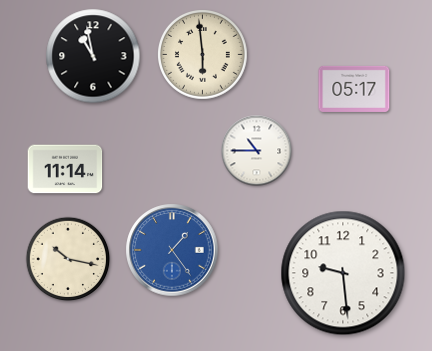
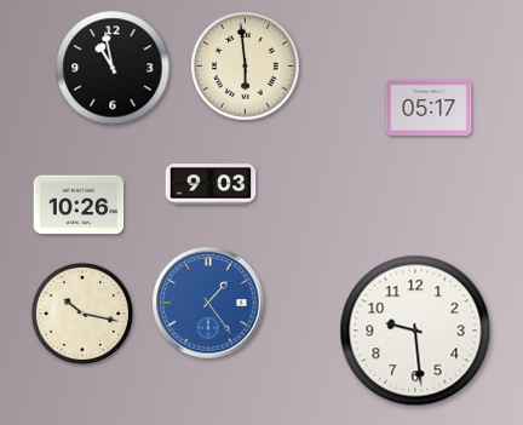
clock at (257, 151): 10:45 -> none
clock at (211, 184): none -> 9:03
clock at (65, 169): 11:14 -> 10:26
